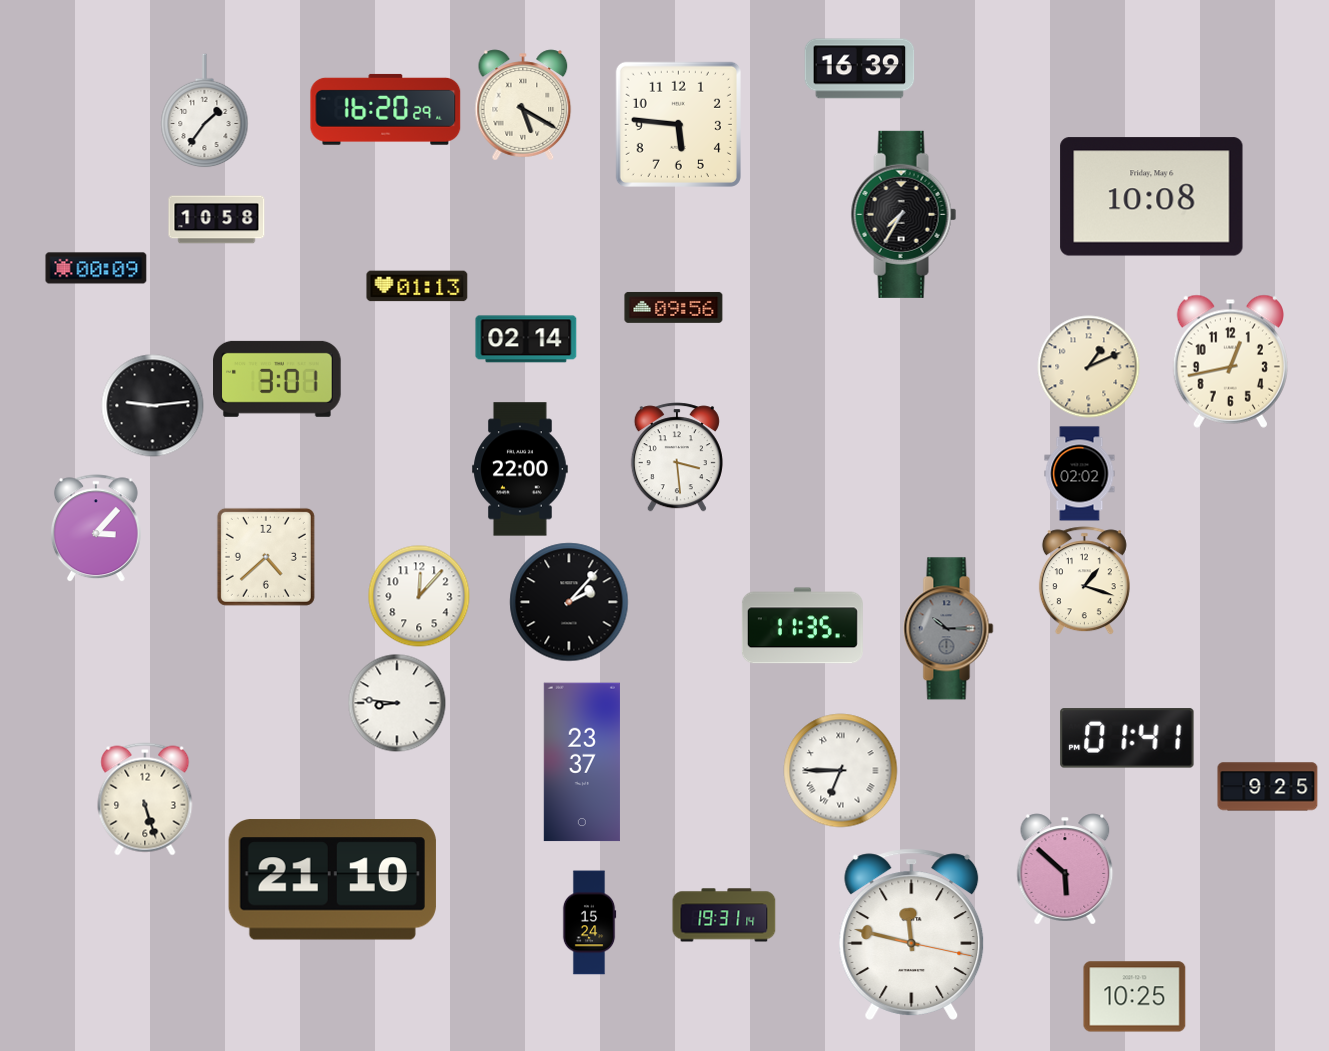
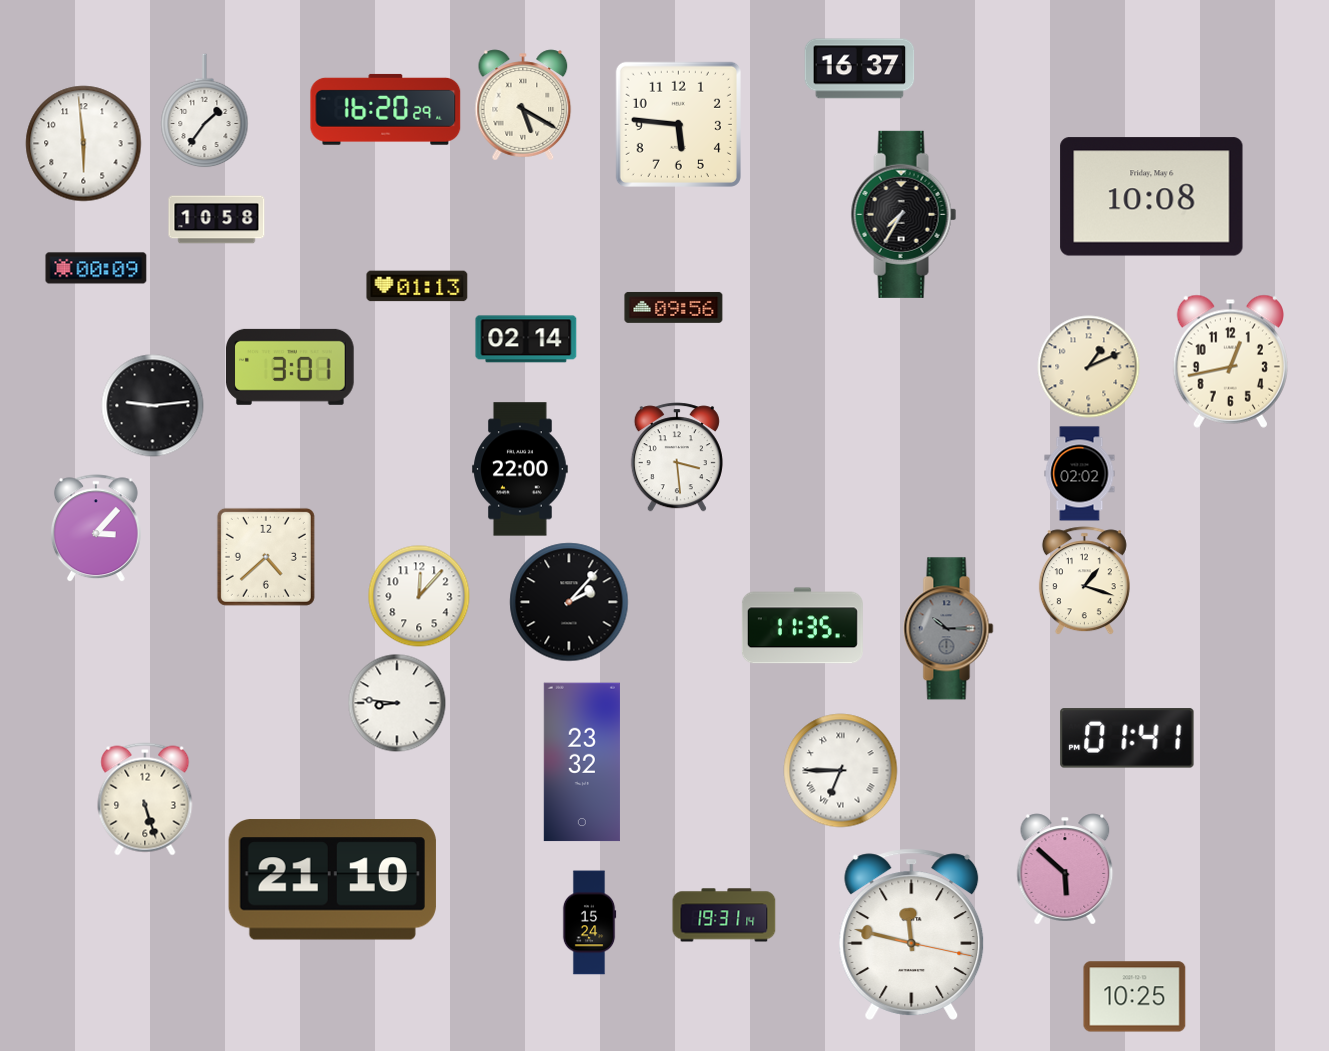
clock at (860, 69): 16:39 -> 16:37
clock at (84, 144): none -> 5:59
clock at (278, 379) position: (278, 379) -> (291, 367)
clock at (582, 762): 23:37 -> 23:32
clock at (1268, 787): 9:25 -> none
